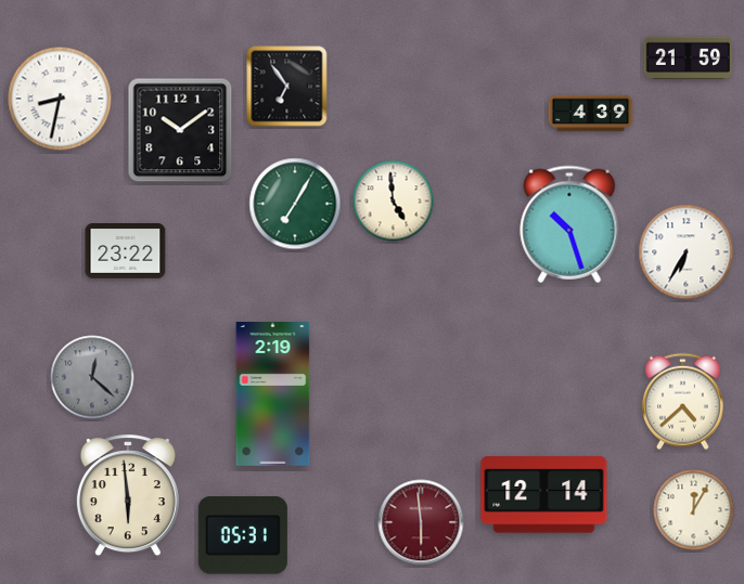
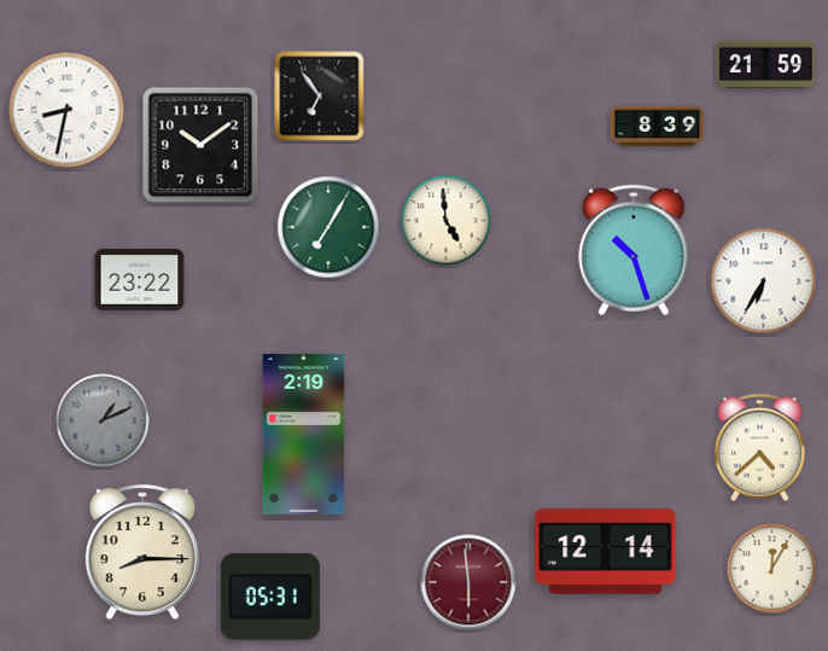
clock at (591, 114): 4:39 -> 8:39
clock at (394, 202) position: (394, 202) -> (447, 221)
clock at (92, 377): 12:22 -> 1:11
clock at (273, 394) position: (273, 394) -> (304, 435)
clock at (128, 496): 5:59 -> 8:15
